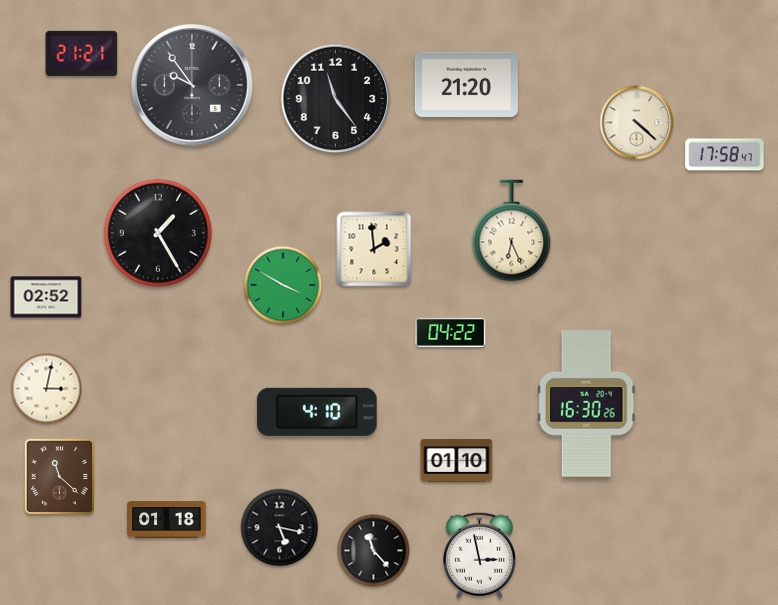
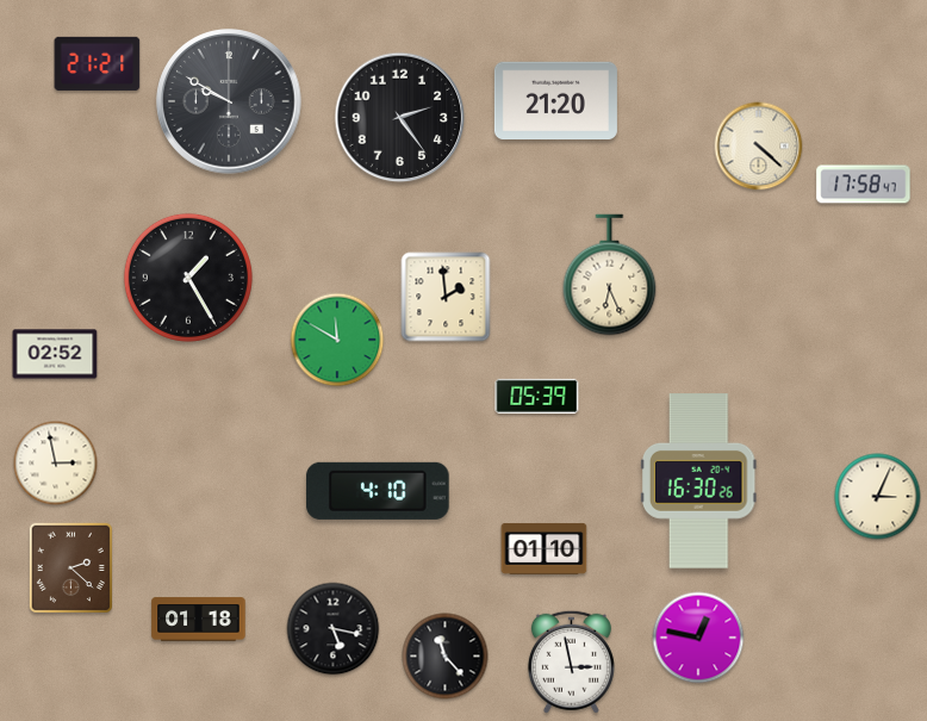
clock at (192, 85): 9:54 -> 9:50
clock at (336, 99): 11:24 -> 2:24
clock at (283, 285): 3:50 -> 11:50
clock at (451, 332): 04:22 -> 05:39
clock at (47, 389): 3:02 -> 2:58
clock at (878, 497): none -> 3:04
clock at (59, 476): 11:22 -> 2:22
clock at (698, 638): none -> 12:47
